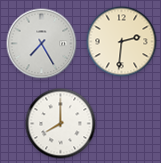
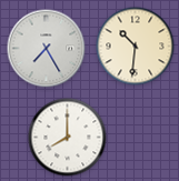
clock at (122, 42): 2:31 -> 10:31
